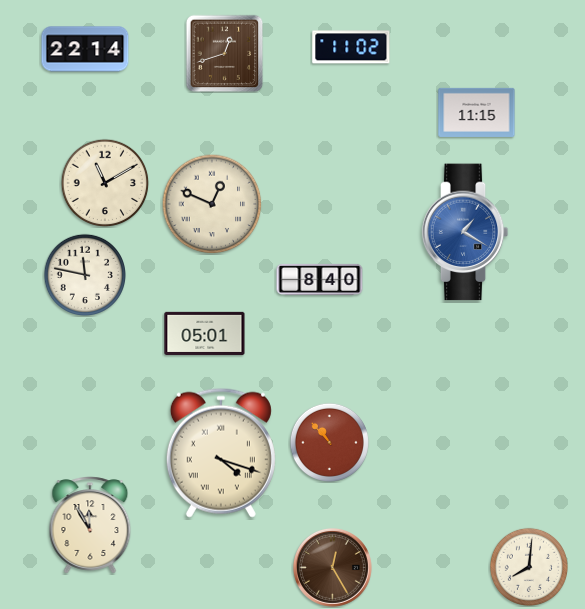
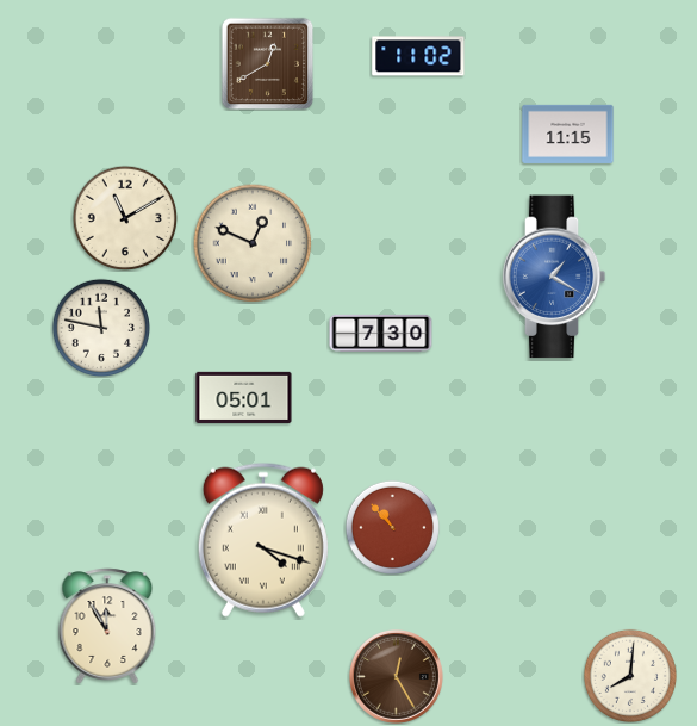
clock at (85, 49): 22:14 -> none
clock at (224, 53): 12:42 -> 12:40
clock at (320, 279): 8:40 -> 7:30
